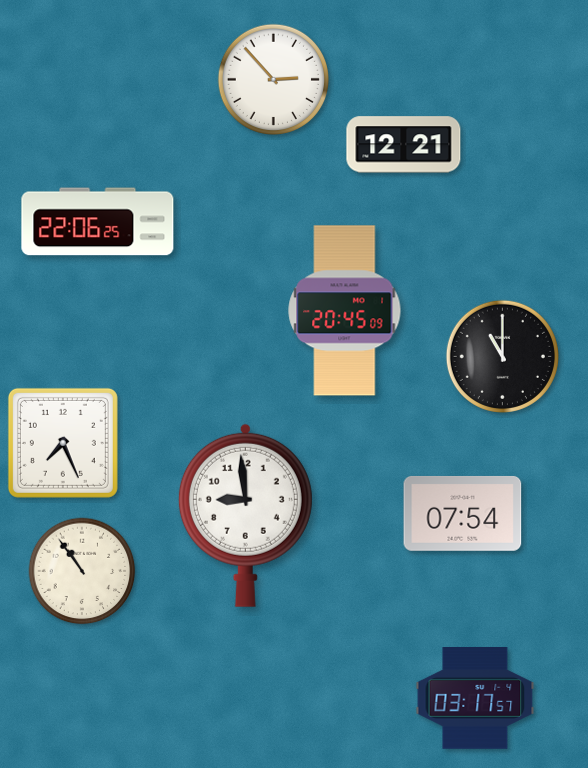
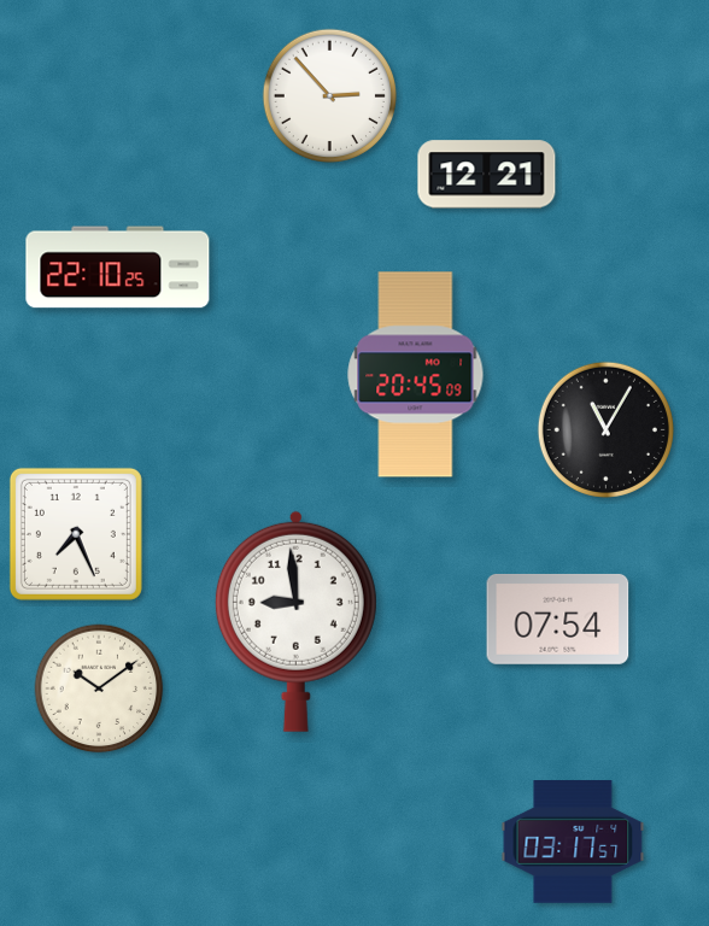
clock at (98, 222): 22:06 -> 22:10
clock at (502, 356): 11:00 -> 11:05
clock at (82, 571): 10:54 -> 10:09
